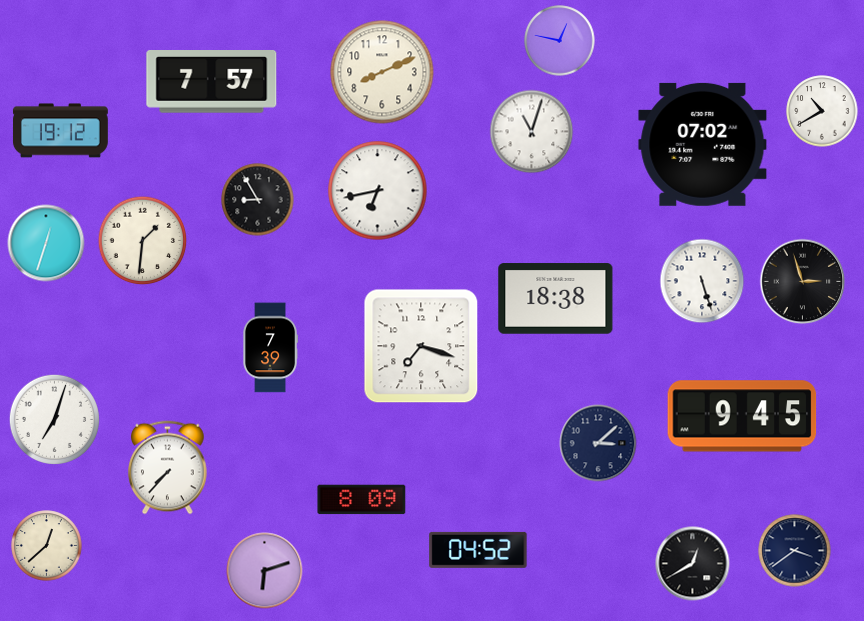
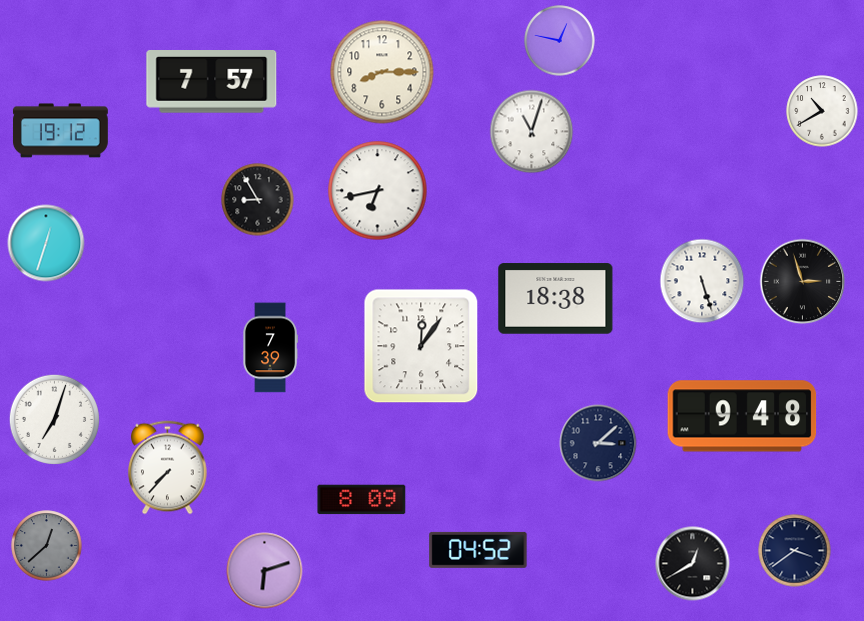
clock at (382, 72): 8:11 -> 8:15
clock at (703, 144): 07:02 -> none
clock at (143, 241): 1:31 -> none
clock at (421, 346): 7:18 -> 12:06
clock at (742, 416): 9:45 -> 9:48
clock at (47, 546) dial: cream -> grey
